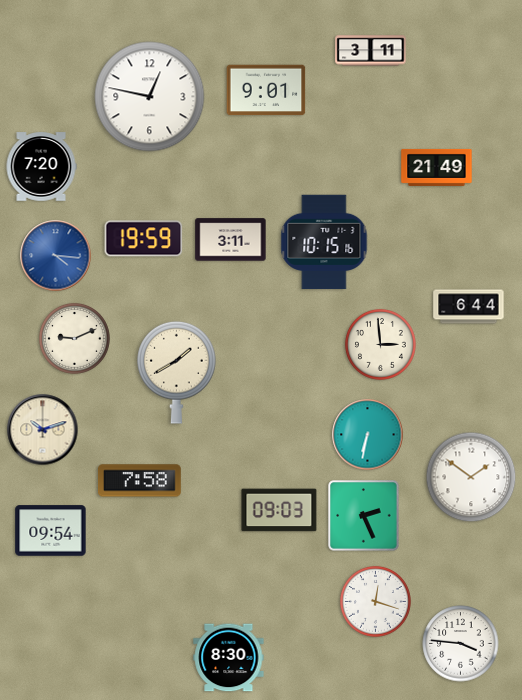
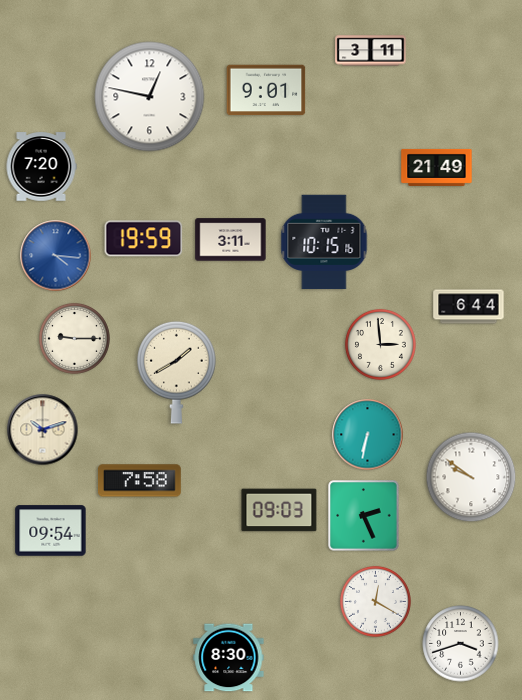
clock at (74, 338): 9:11 -> 9:15
clock at (471, 477): 1:51 -> 9:51
clock at (375, 601): 12:18 -> 12:20
clock at (461, 644): 3:46 -> 3:42
